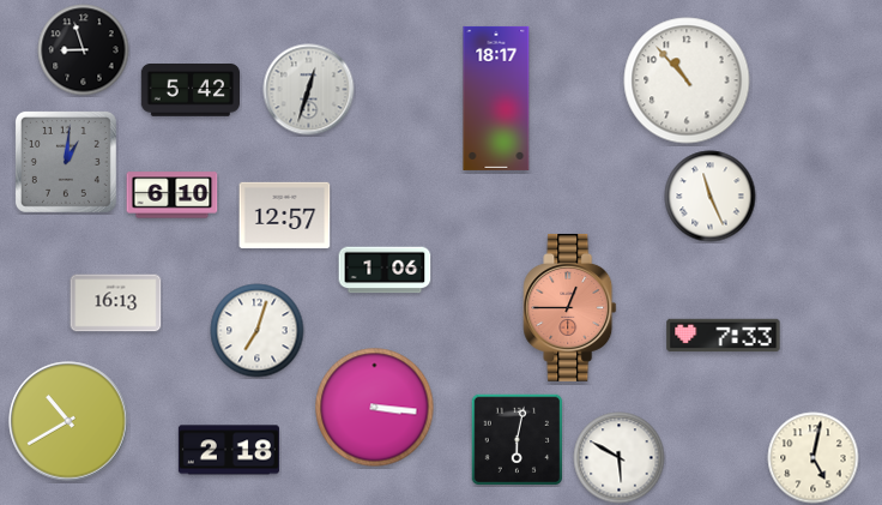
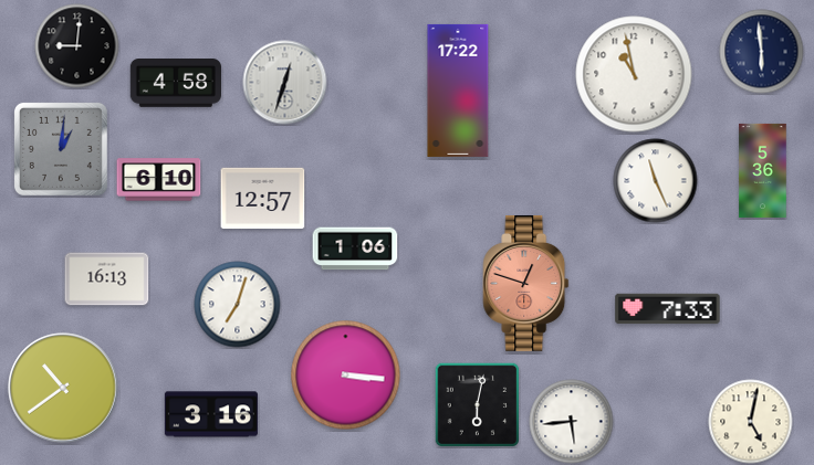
clock at (84, 50): 8:57 -> 9:01
clock at (762, 52): none -> 5:59
clock at (687, 80): 10:53 -> 10:58
clock at (189, 91): 5:42 -> 4:58
clock at (496, 98): 18:17 -> 17:22
clock at (763, 170): none -> 5:36
clock at (570, 307): 12:45 -> 12:48
clock at (68, 421): 10:40 -> 10:39
clock at (229, 450): 2:18 -> 3:16
clock at (620, 458): 5:50 -> 5:44
